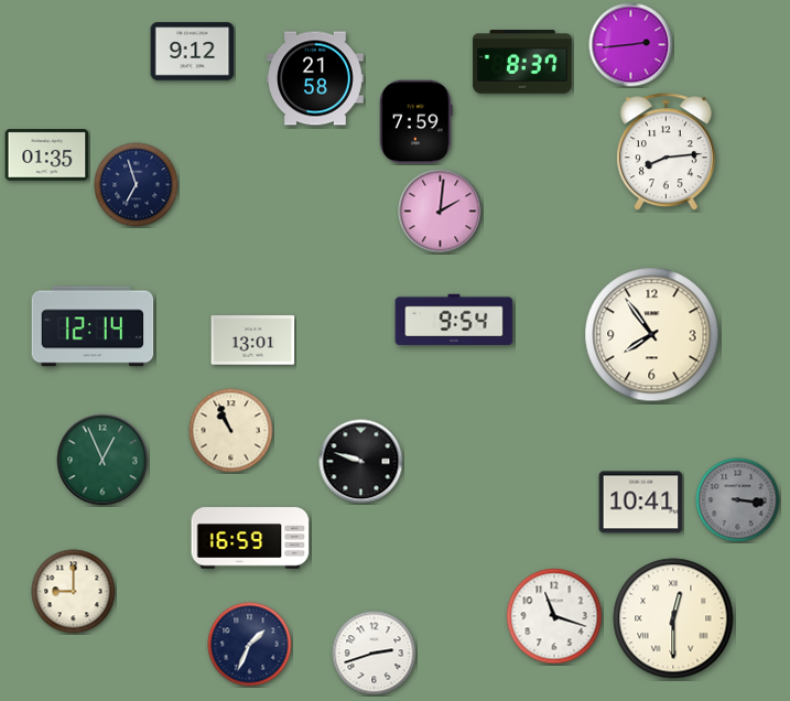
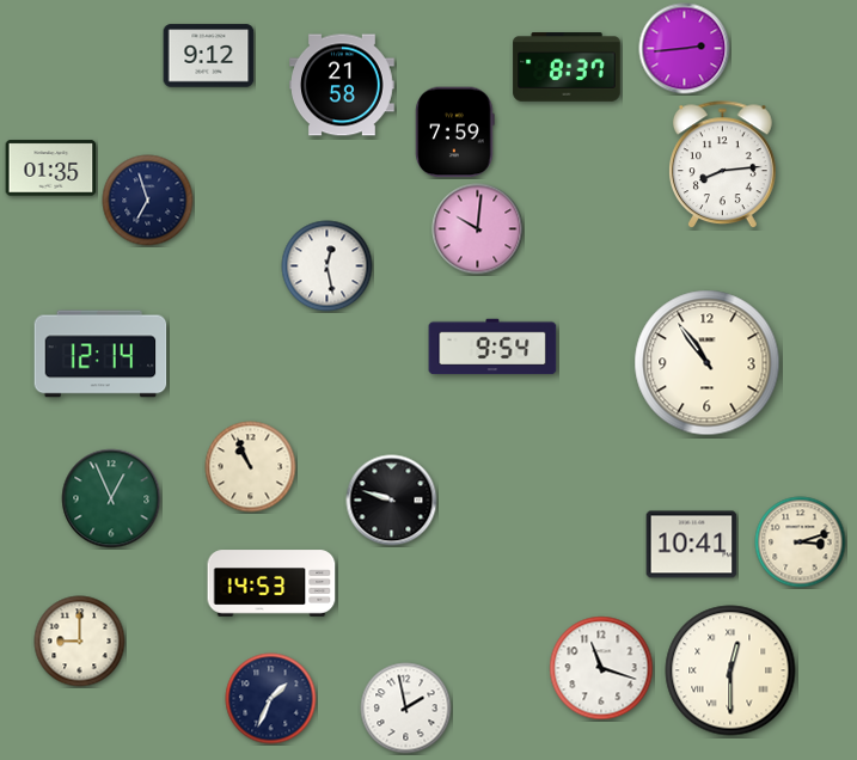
clock at (416, 122) position: (416, 122) -> (455, 133)
clock at (441, 212): 2:01 -> 10:01
clock at (328, 266): none -> 12:28
clock at (652, 335): 7:54 -> 10:54
clock at (253, 341): 13:01 -> none
clock at (738, 500): 3:16 -> 3:12
clock at (738, 500) dial: grey -> cream
clock at (641, 503) position: (641, 503) -> (692, 545)
clock at (250, 538): 16:59 -> 14:53
clock at (375, 654): 2:42 -> 1:58
